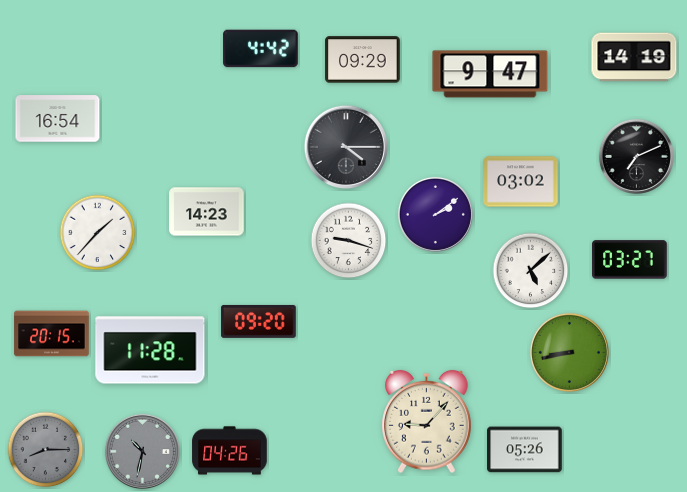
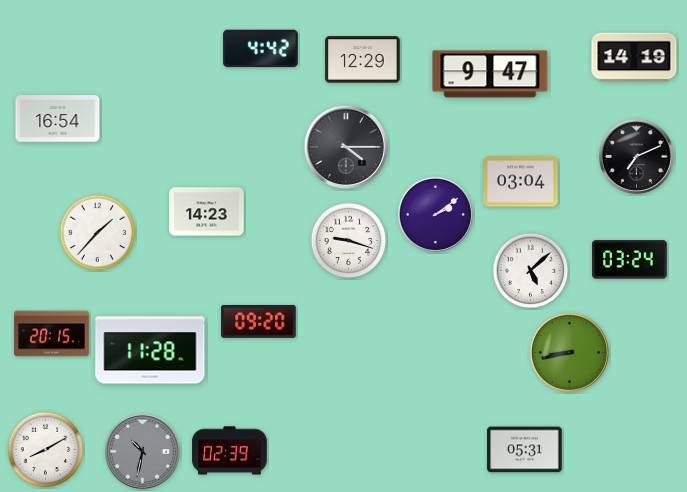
clock at (363, 60): 09:29 -> 12:29
clock at (521, 182): 03:02 -> 03:04
clock at (630, 260): 03:27 -> 03:24
clock at (427, 422): 9:07 -> none
clock at (46, 450): 8:15 -> 8:10
clock at (46, 450) dial: grey -> white
clock at (525, 450): 05:26 -> 05:31
clock at (230, 451): 04:26 -> 02:39
